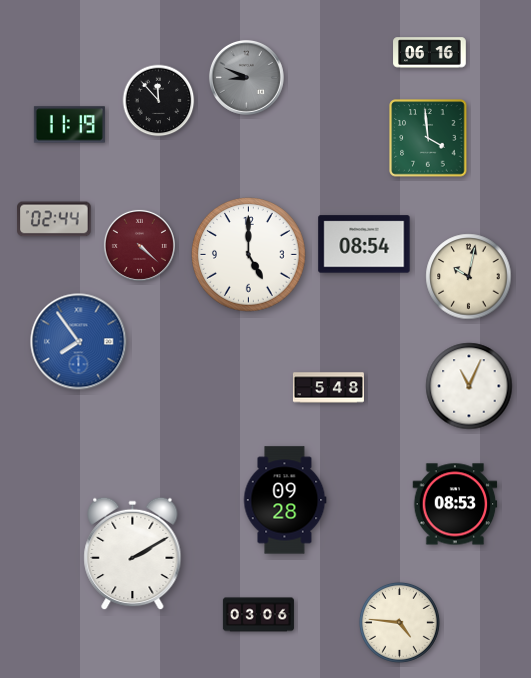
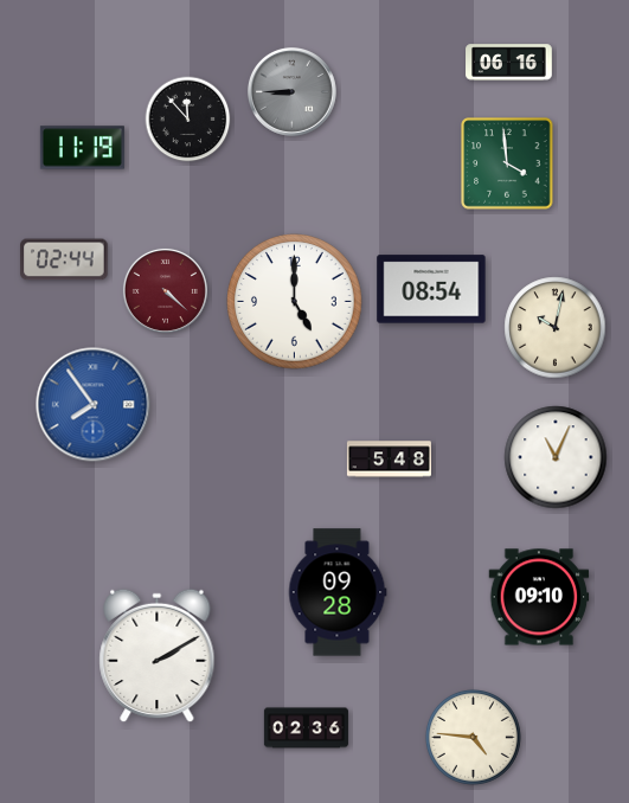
clock at (246, 77): 8:49 -> 8:45
clock at (455, 504): 08:53 -> 09:10
clock at (258, 615): 03:06 -> 02:36
